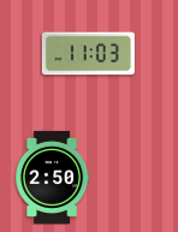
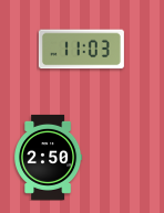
clock at (53, 177) position: (53, 177) -> (49, 157)
